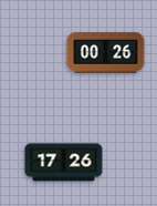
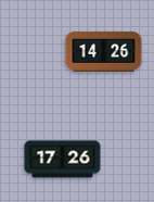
clock at (106, 53): 00:26 -> 14:26
